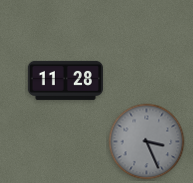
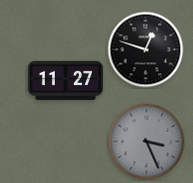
clock at (146, 50): none -> 12:48
clock at (65, 80): 11:28 -> 11:27
